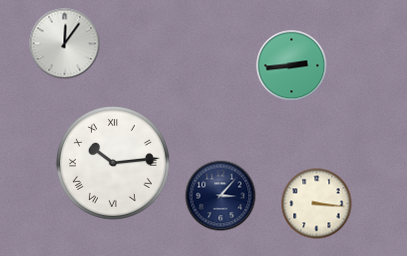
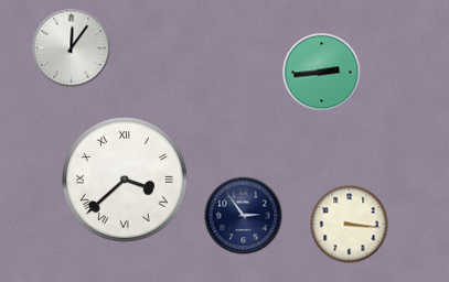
clock at (113, 163): 10:14 -> 3:38
clock at (221, 196): 3:07 -> 2:54
